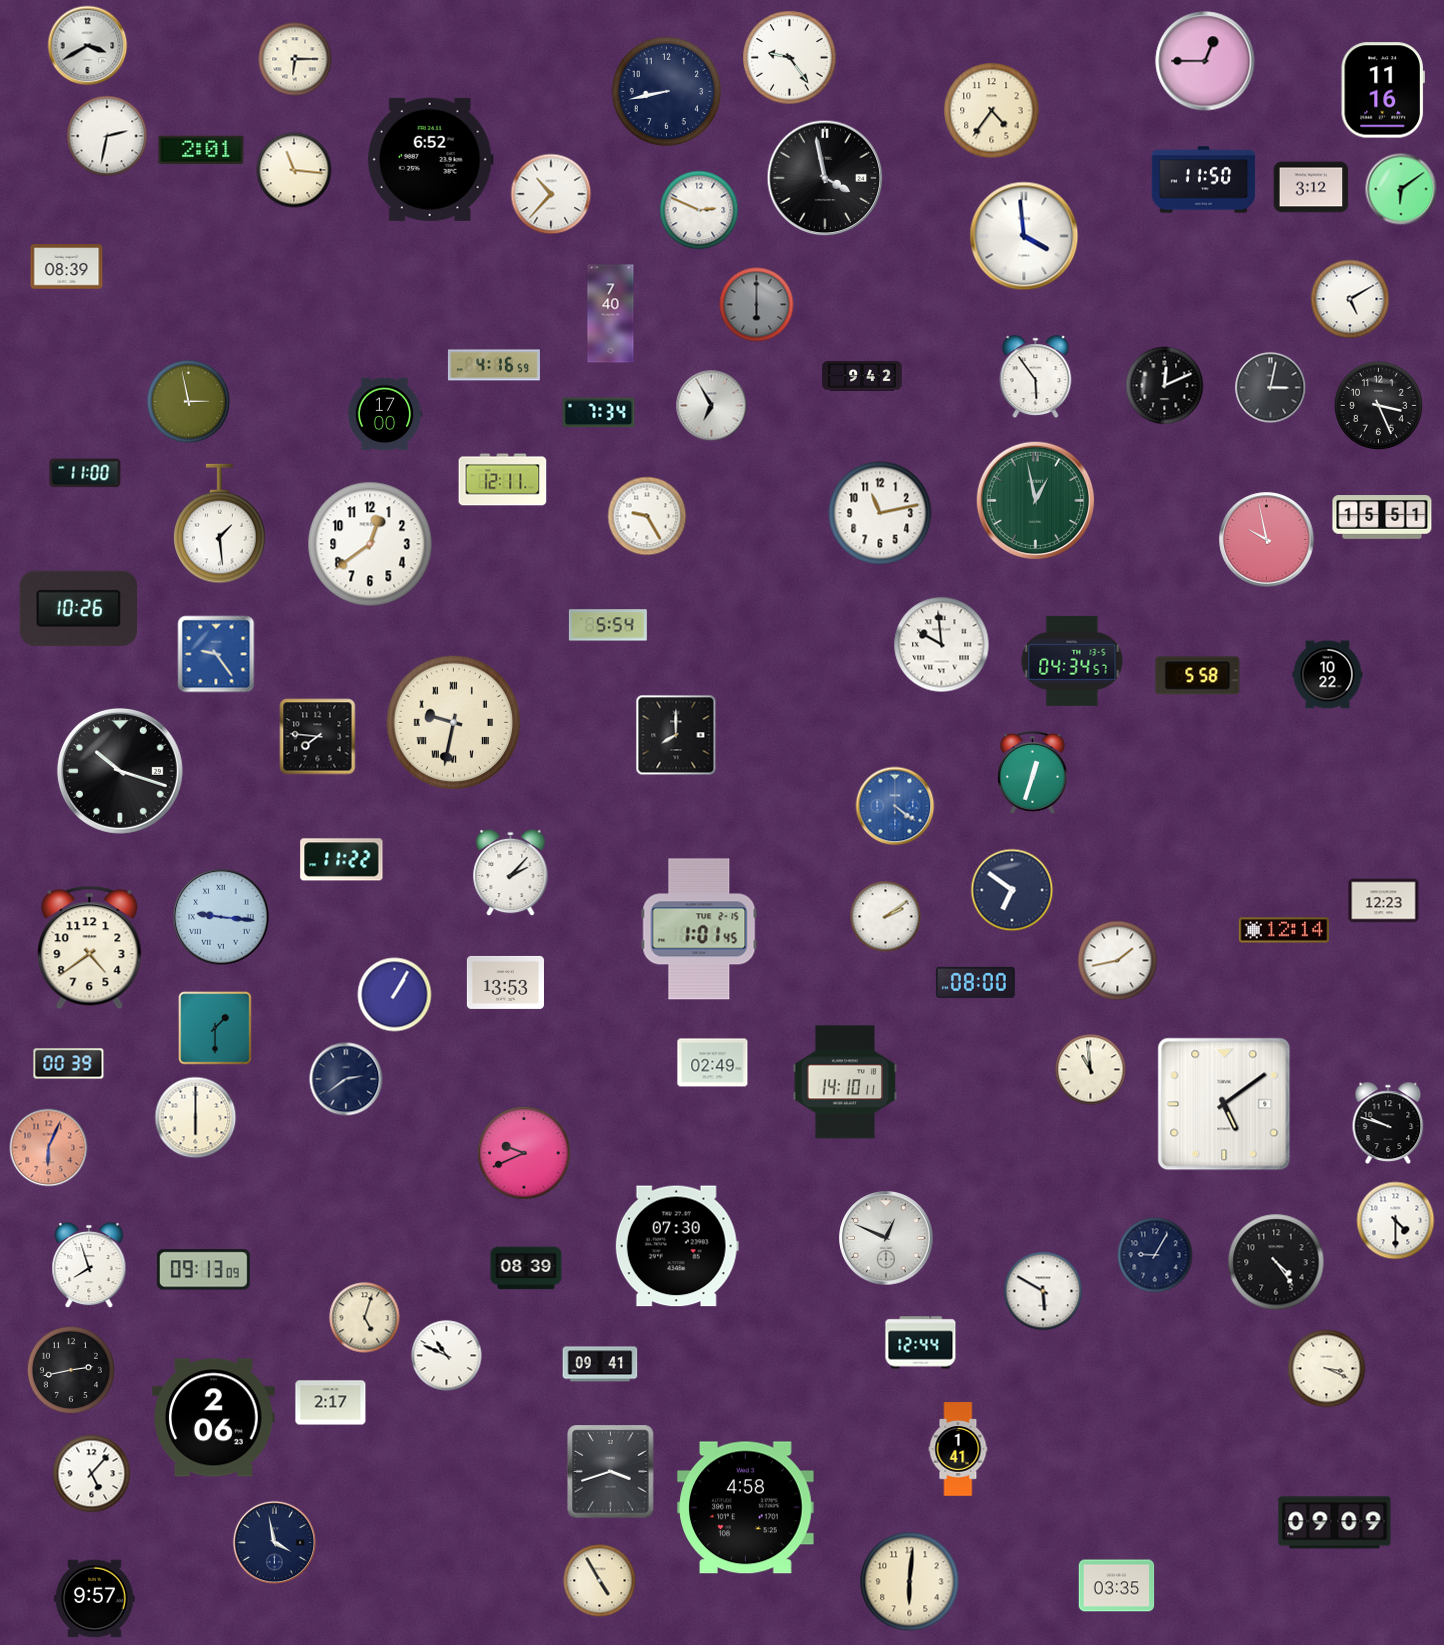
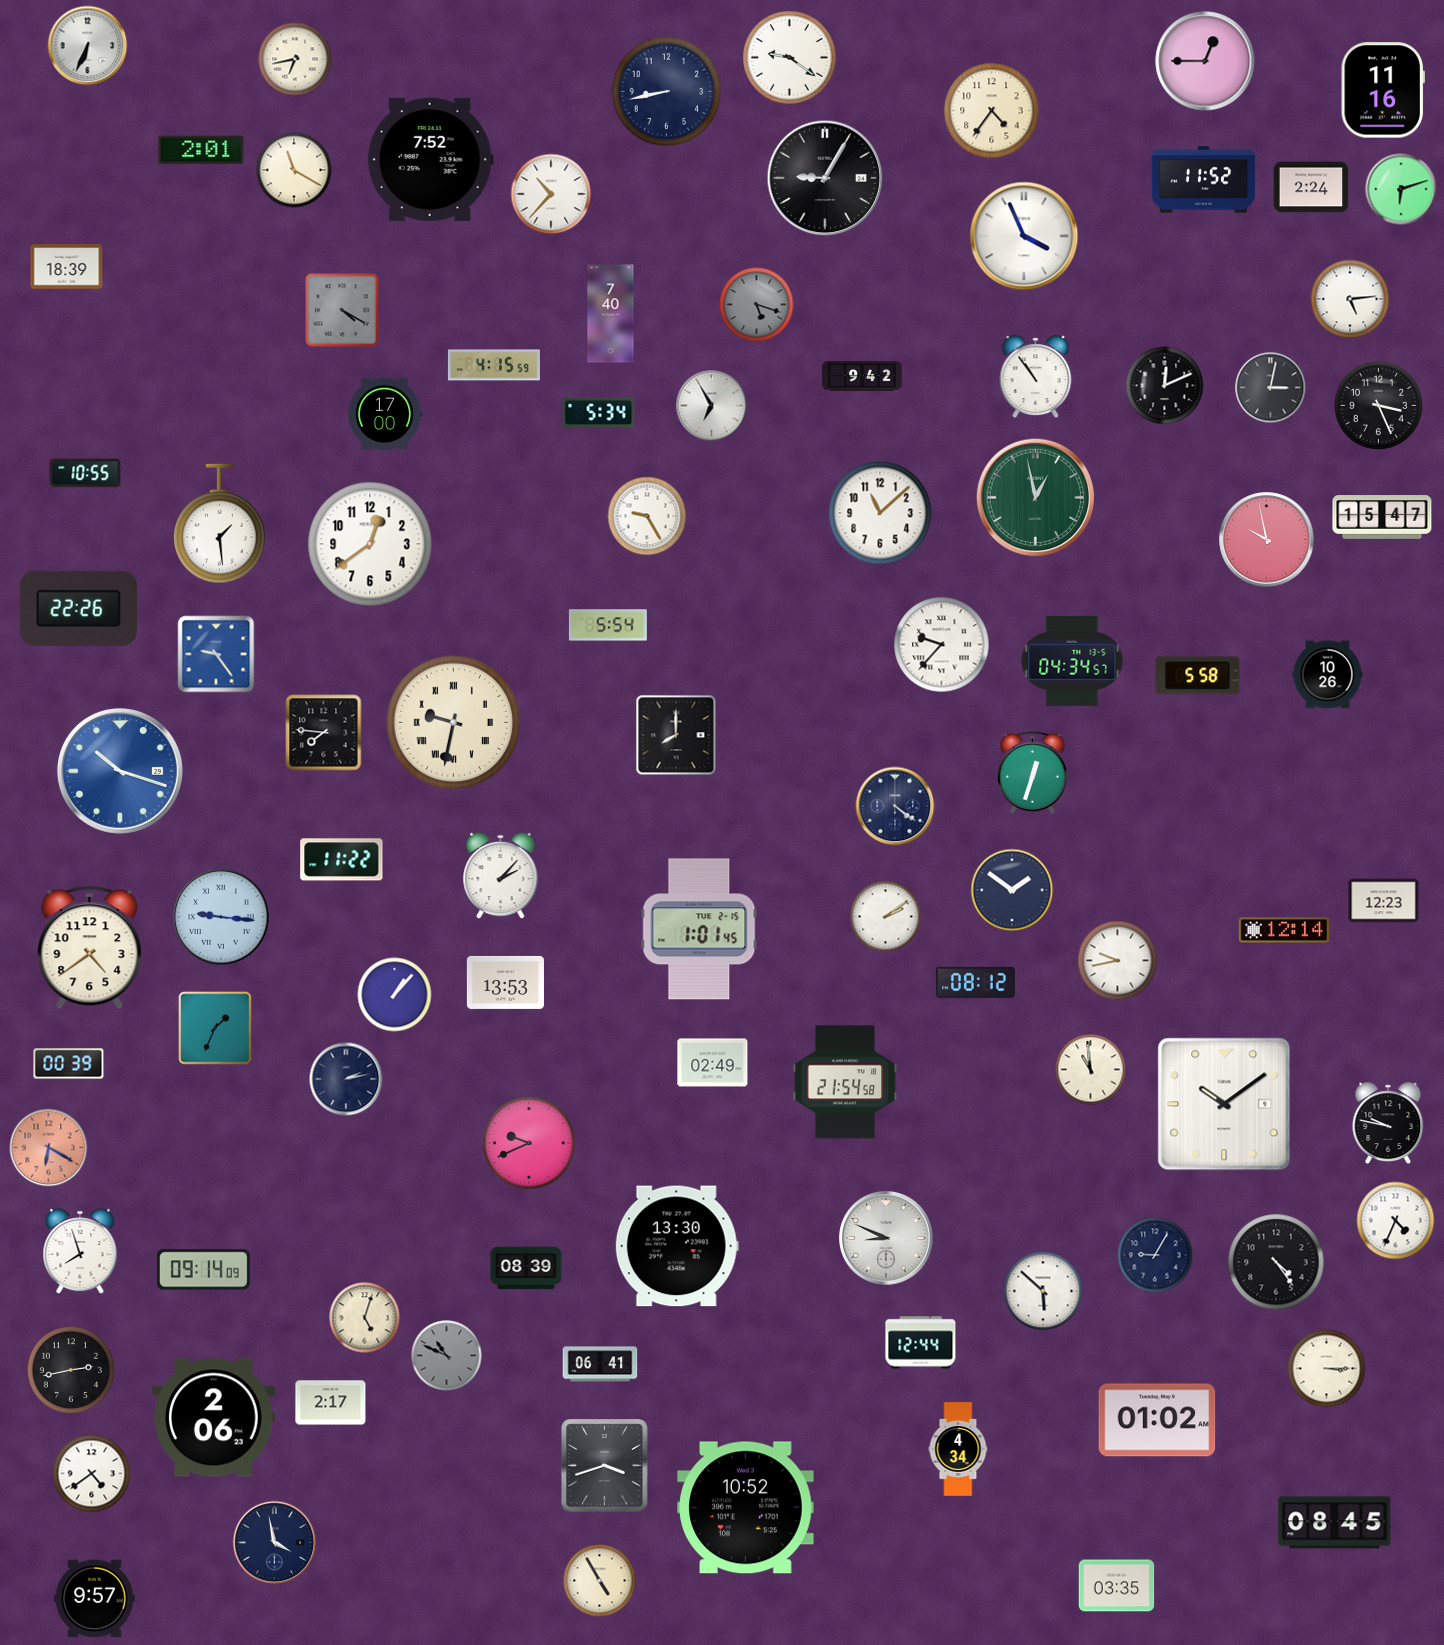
clock at (88, 46): 3:40 -> 6:34
clock at (790, 58): 9:24 -> 9:21
clock at (295, 59): 6:15 -> 6:43
clock at (107, 136): 2:32 -> none
clock at (430, 159): 6:52 -> 7:52
clock at (294, 170): 11:16 -> 11:20
clock at (825, 178): 3:58 -> 9:05
clock at (1204, 180): 11:50 -> 11:52
clock at (1311, 187): 3:12 -> 2:24
clock at (1401, 189): 6:09 -> 6:12
clock at (699, 210): 2:49 -> none
clock at (1024, 236): 3:59 -> 3:56
clock at (67, 267): 08:39 -> 18:39
clock at (1350, 299): 5:10 -> 5:14
clock at (757, 305): 6:00 -> 5:18
clock at (342, 310): none -> 4:20
clock at (494, 365): 4:16 -> 4:15
clock at (1036, 377): 5:54 -> 10:54
clock at (189, 402): 2:58 -> none
clock at (599, 413): 7:34 -> 5:34
clock at (85, 473): 11:00 -> 10:55
clock at (503, 480): 12:11 -> none
clock at (1036, 501) position: (1036, 501) -> (1036, 498)
clock at (880, 513): 11:13 -> 11:08
clock at (1382, 517): 15:51 -> 15:47
clock at (78, 608): 10:26 -> 22:26
clock at (942, 645): 9:59 -> 9:37
clock at (1328, 675): 10:22 -> 10:26
clock at (318, 737) position: (318, 737) -> (324, 733)
clock at (120, 771) dial: black -> blue
clock at (895, 806) dial: blue -> navy
clock at (511, 873) position: (511, 873) -> (501, 876)
clock at (1012, 890): 6:51 -> 1:51
clock at (1118, 961): 1:43 -> 9:43
clock at (975, 982): 08:00 -> 08:12
clock at (395, 995): 1:05 -> 1:07
clock at (215, 1028): 1:30 -> 1:34
clock at (346, 1079): 2:39 -> 2:13
clock at (845, 1082): 14:10 -> 21:54
clock at (1224, 1104): 5:09 -> 10:09
clock at (196, 1118): 6:00 -> none
clock at (1388, 1123): 9:48 -> 9:47
clock at (49, 1148): 6:04 -> 6:20
clock at (524, 1153) position: (524, 1153) -> (529, 1143)
clock at (1396, 1221): 4:30 -> 4:34
clock at (886, 1238): 12:49 -> 8:49
clock at (677, 1246): 07:30 -> 13:30
clock at (89, 1265) position: (89, 1265) -> (80, 1251)
clock at (203, 1270): 09:13 -> 09:14
clock at (1043, 1291): 5:50 -> 5:52
clock at (447, 1356) dial: white -> grey
clock at (600, 1364): 09:41 -> 06:41
clock at (1327, 1369): 3:19 -> 3:15
clock at (1157, 1420): none -> 01:02
clock at (958, 1449): 1:41 -> 4:34
clock at (611, 1472) position: (611, 1472) -> (605, 1466)
clock at (92, 1474): 5:07 -> 4:39
clock at (746, 1508): 4:58 -> 10:52
clock at (1335, 1523): 09:09 -> 08:45
clock at (910, 1582): 6:01 -> none
